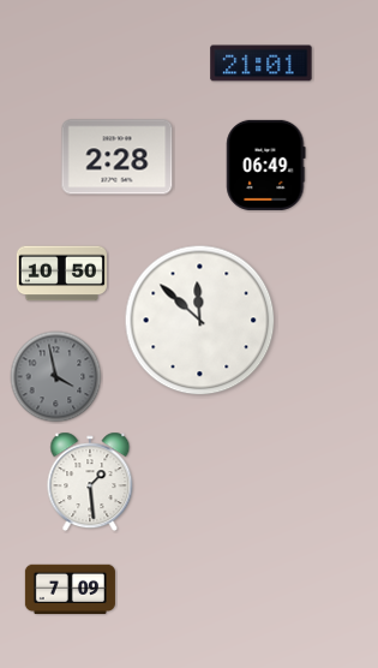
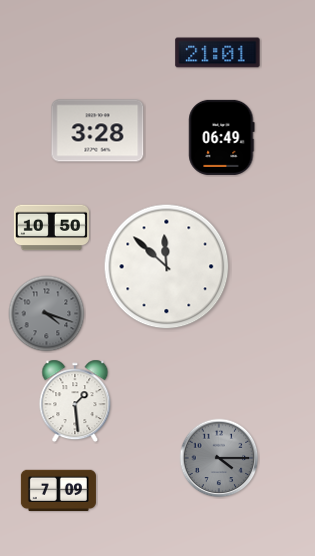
clock at (118, 157): 2:28 -> 3:28
clock at (56, 377): 3:58 -> 4:18
clock at (219, 458): none -> 4:15
